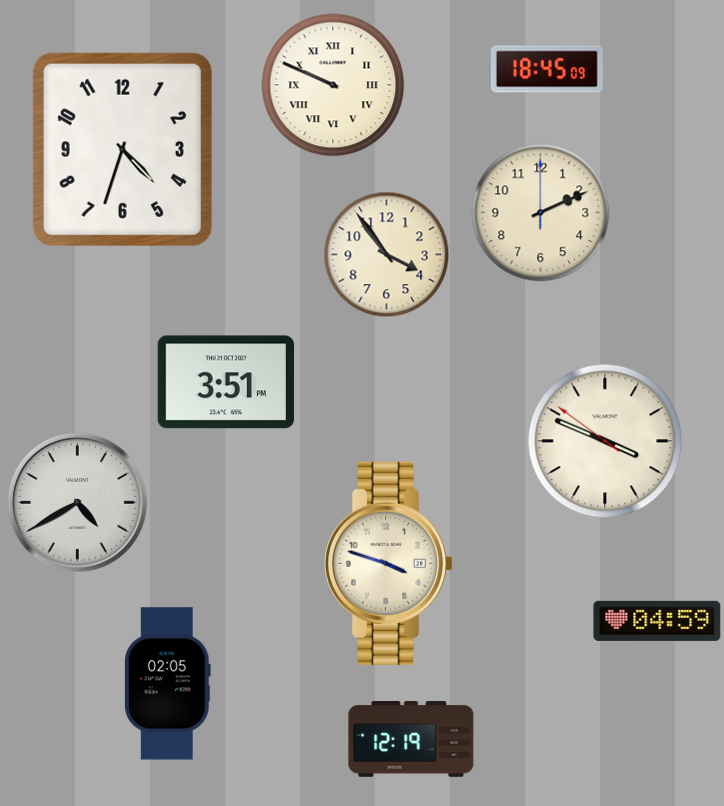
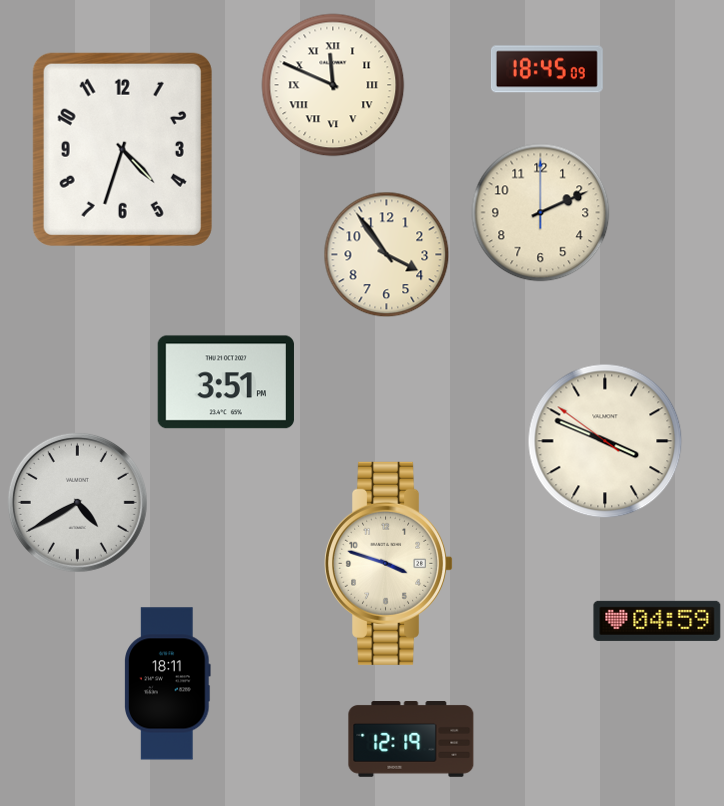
clock at (333, 85): 9:49 -> 11:49
clock at (168, 684): 02:05 -> 18:11
